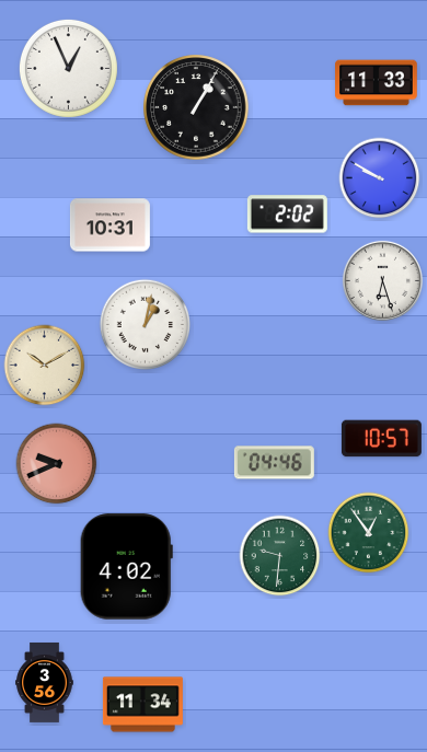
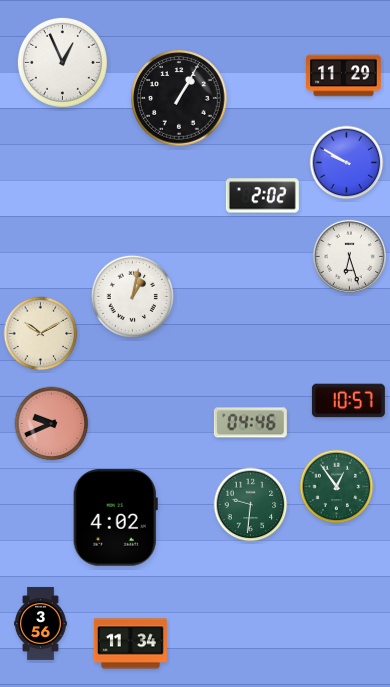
clock at (377, 83): 11:33 -> 11:29
clock at (109, 225): 10:31 -> none
clock at (280, 556) position: (280, 556) -> (251, 505)
